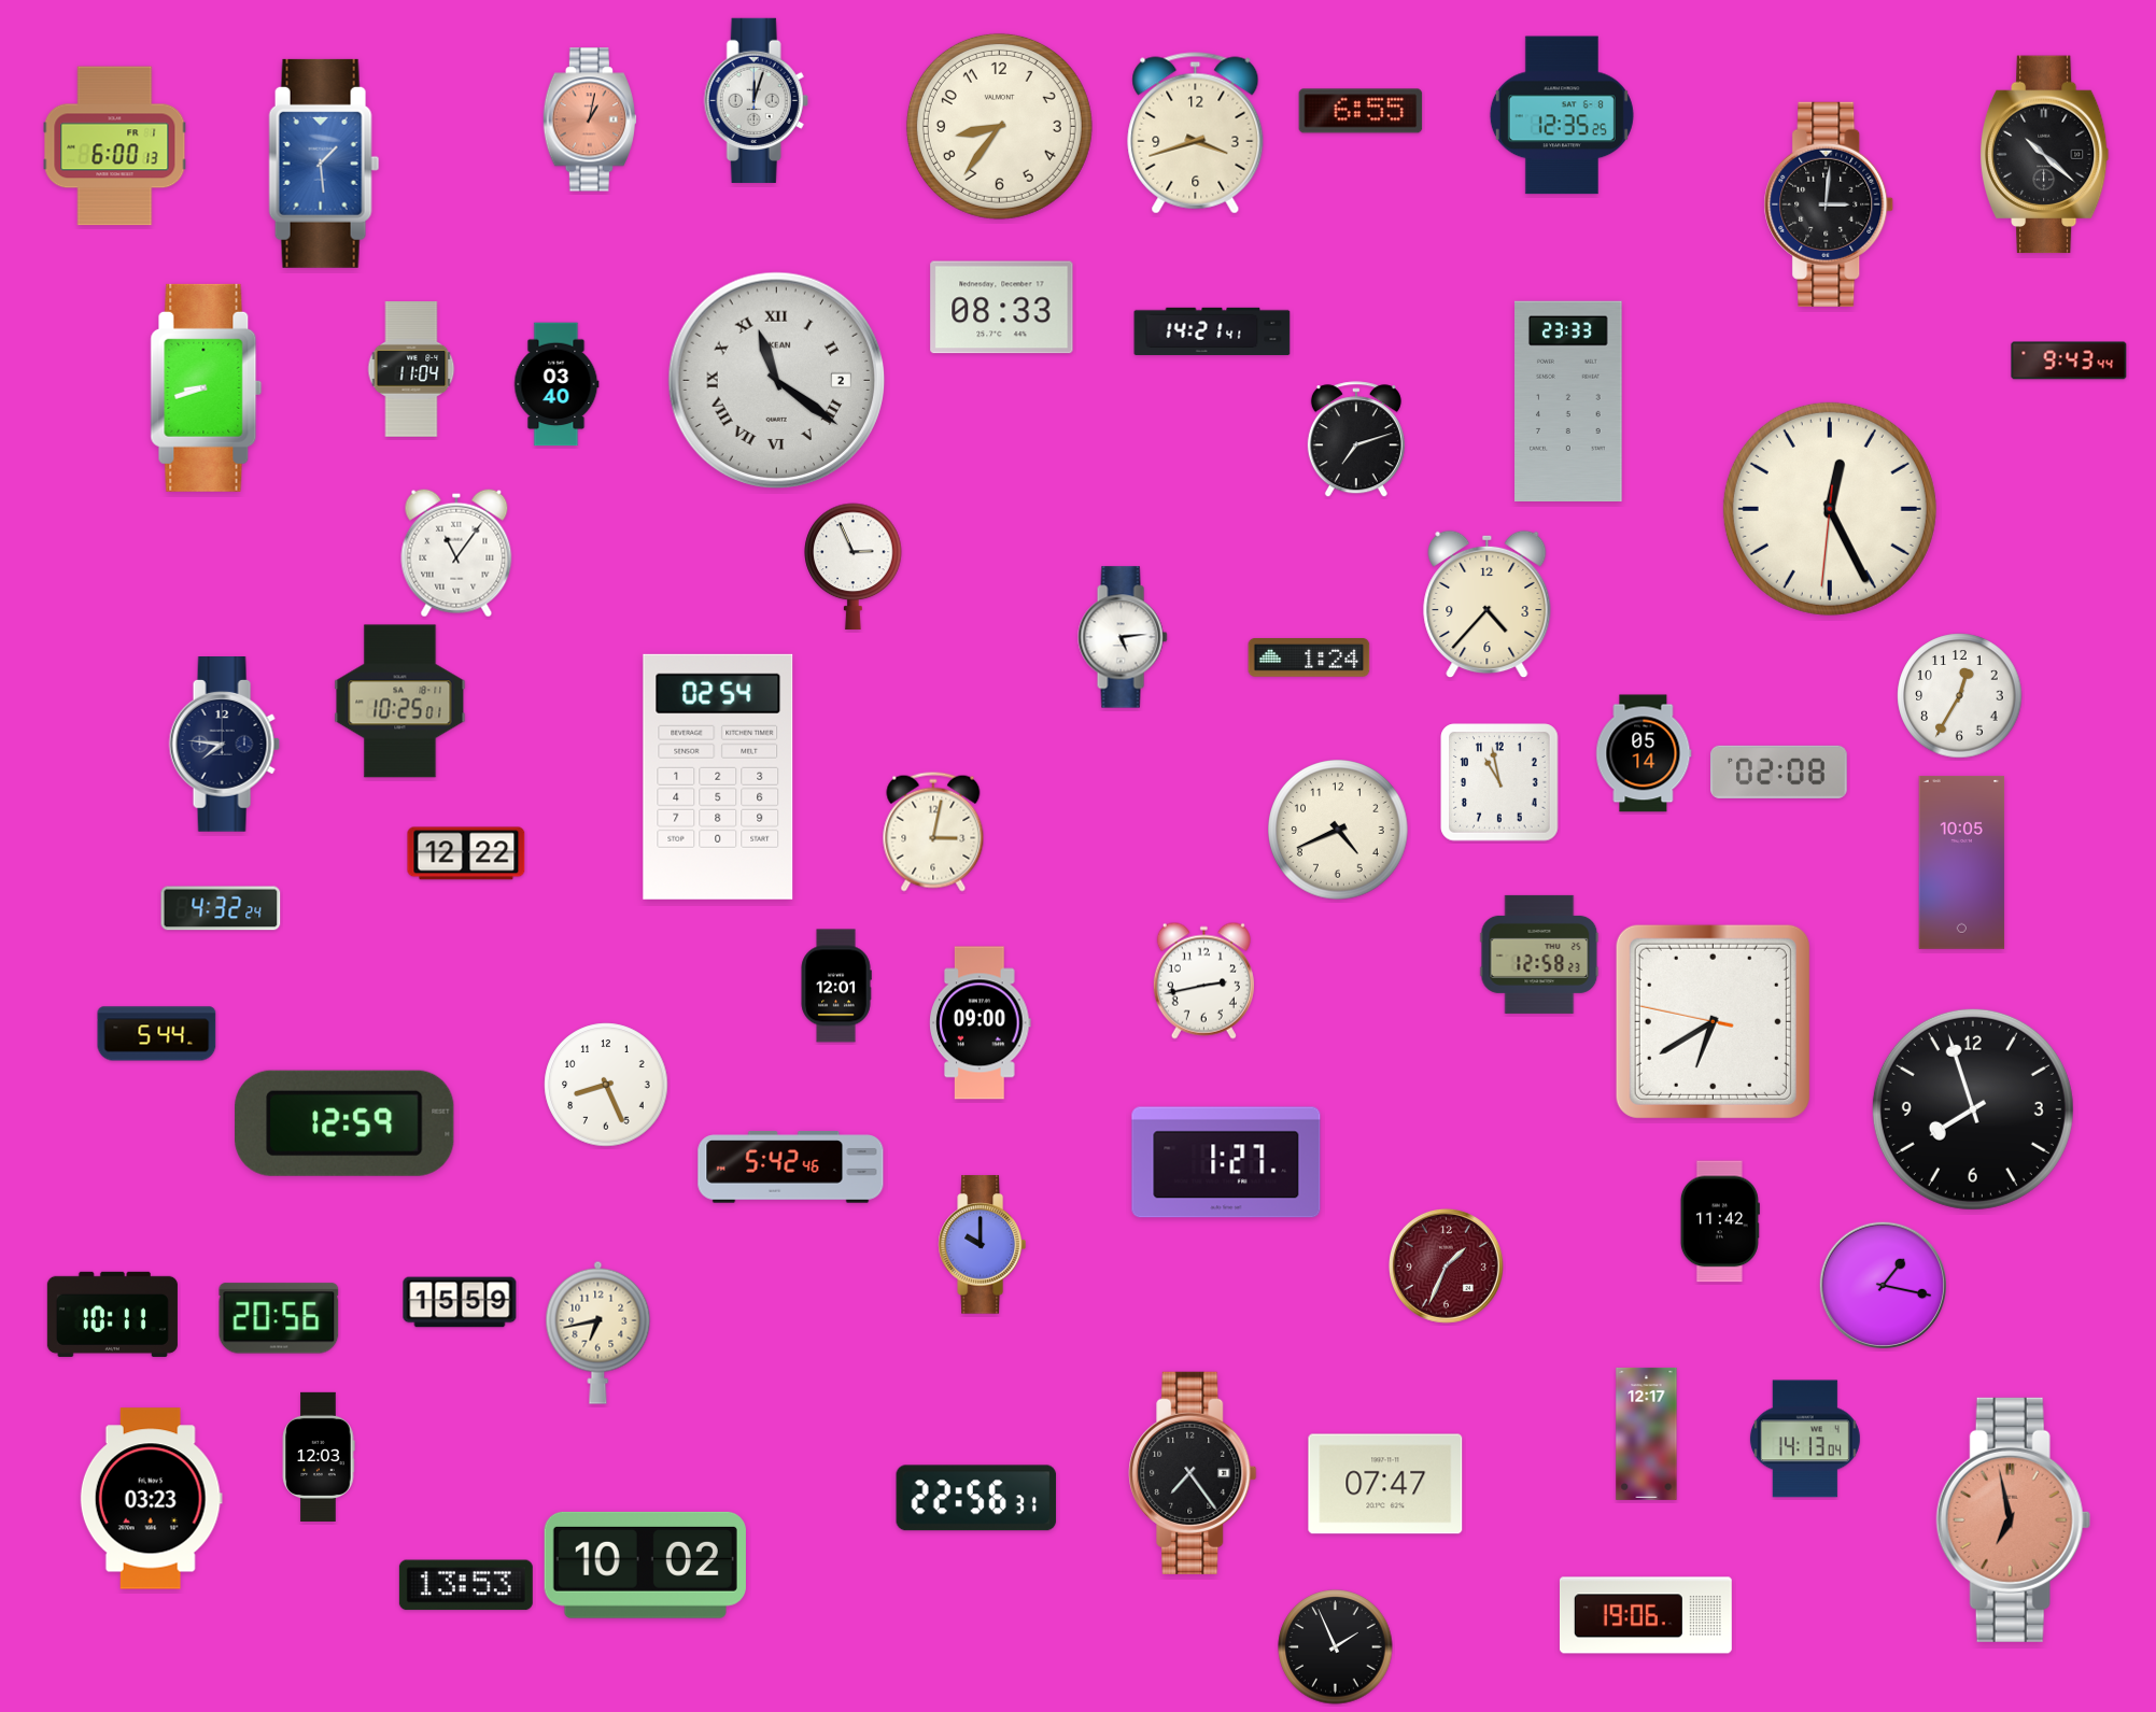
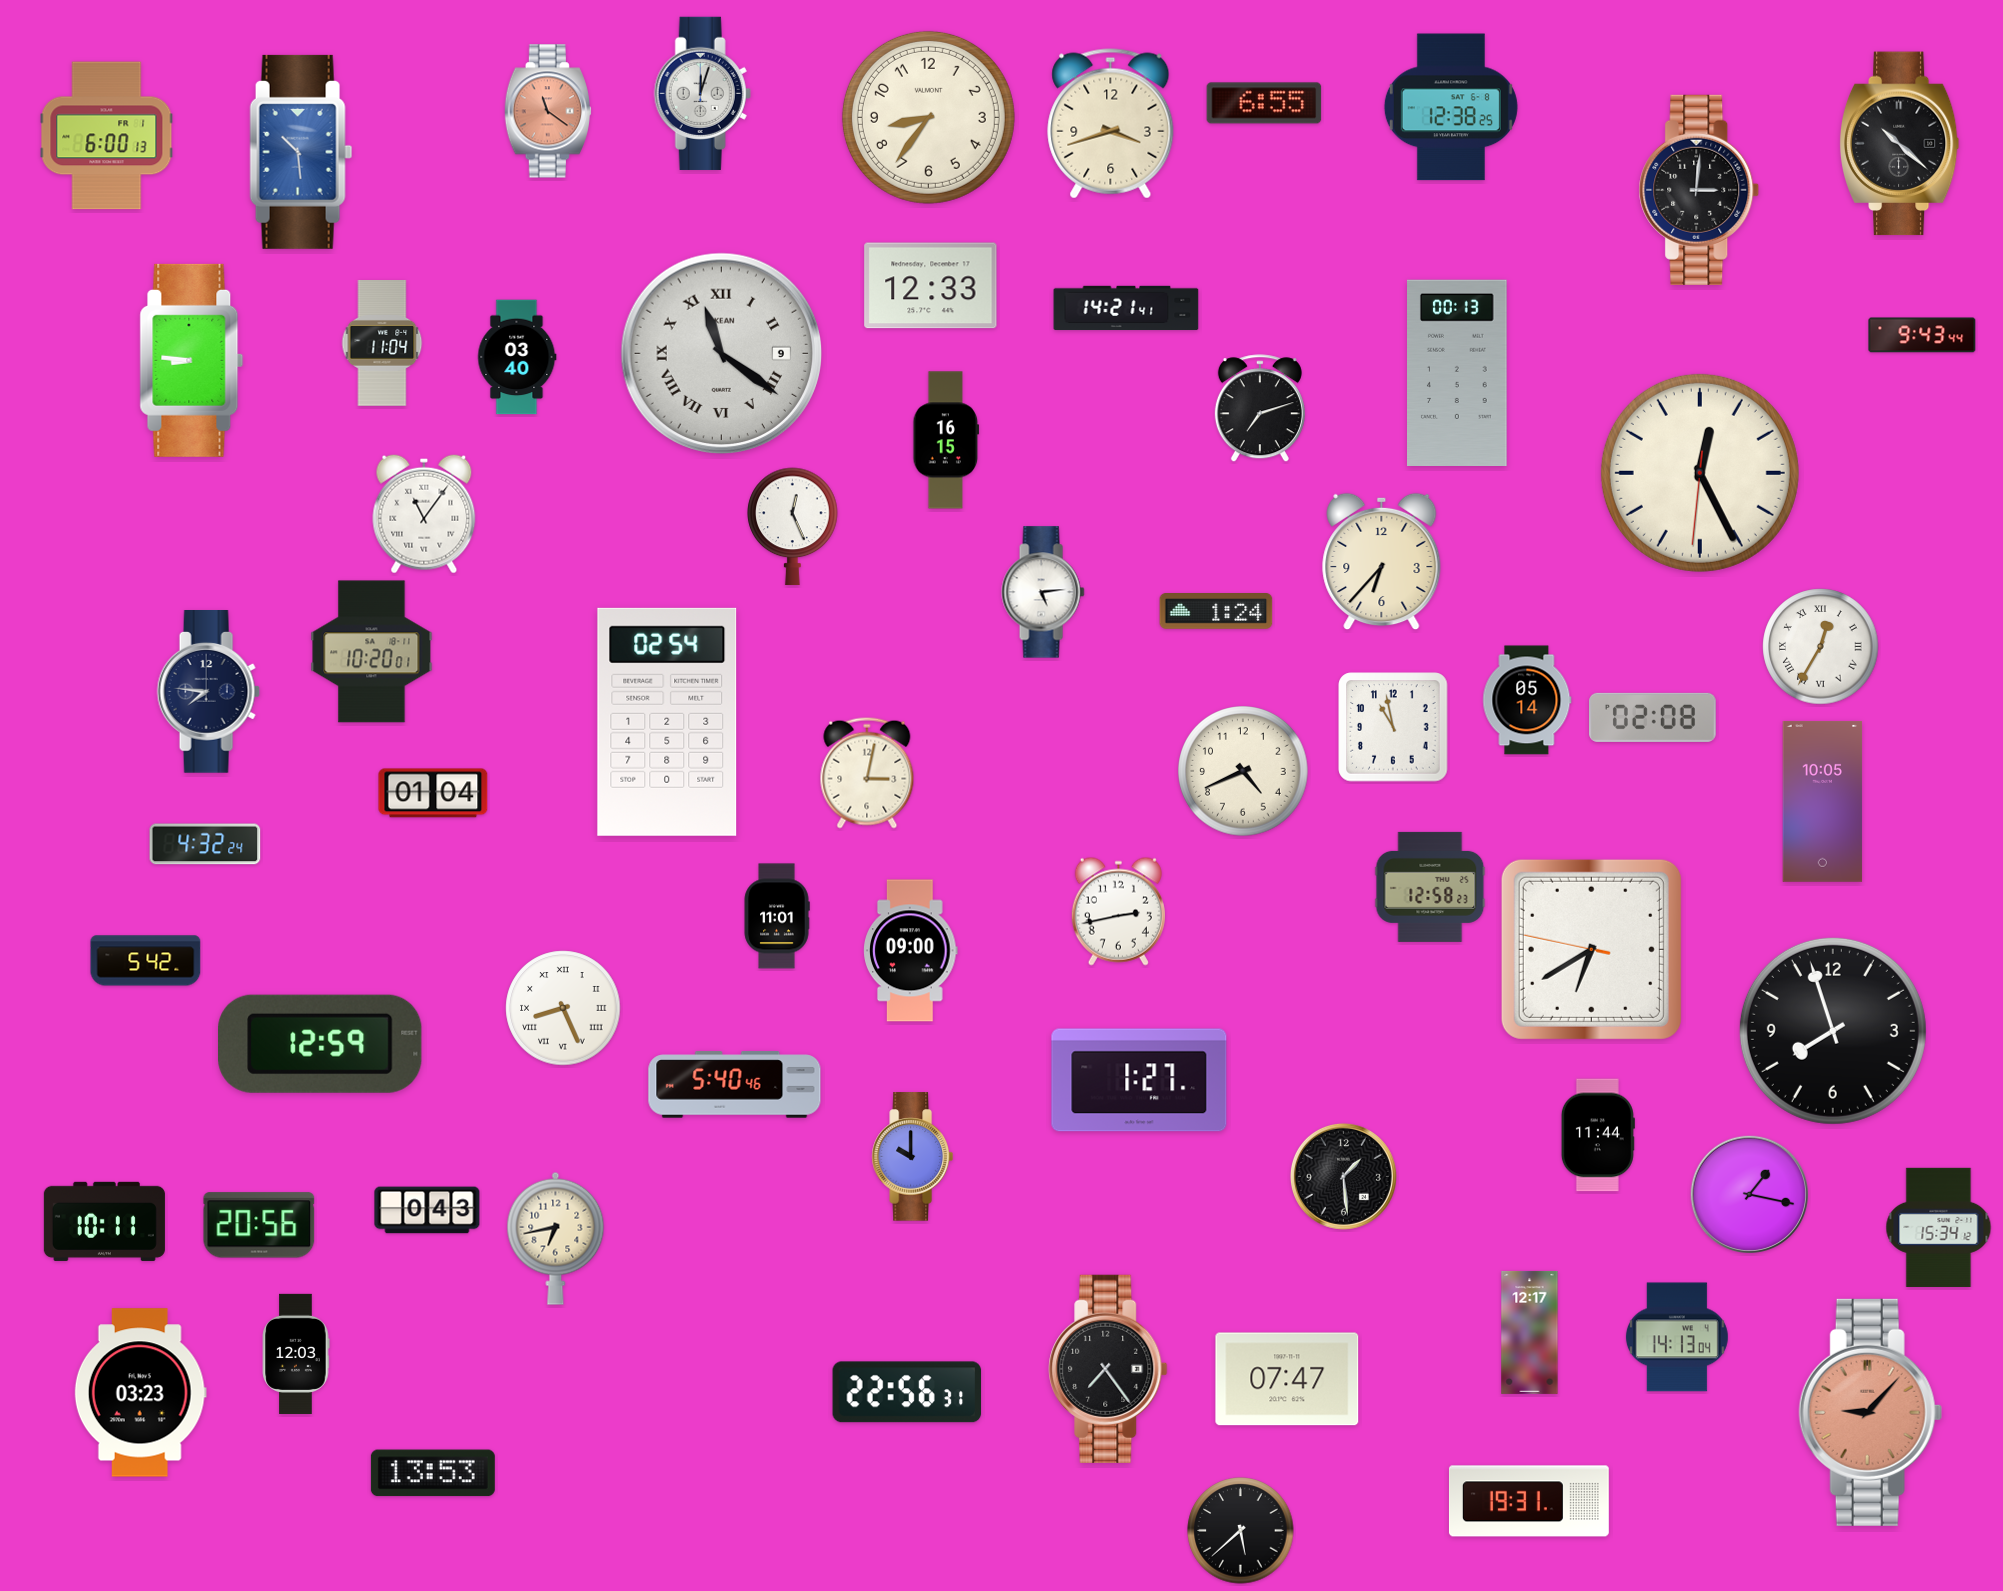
clock at (1562, 115): 12:35 -> 12:38
clock at (590, 119): 1:02 -> 11:21
clock at (324, 164): 1:29 -> 10:29
clock at (1002, 308): 08:33 -> 12:33
clock at (777, 381) date: 2 -> 9
clock at (207, 387): 8:42 -> 8:46
clock at (1568, 400): 23:33 -> 00:13
clock at (946, 440): none -> 16:15
clock at (854, 566): 2:56 -> 12:26
clock at (1488, 605): 4:37 -> 6:37
clock at (1960, 696) numerals: Arabic -> Roman
clock at (400, 702): 10:25 -> 10:20
clock at (466, 853): 12:22 -> 01:04
clock at (836, 986): 12:01 -> 11:01
clock at (157, 1034): 5:44 -> 5:42
clock at (606, 1085) numerals: Arabic -> Roman
clock at (791, 1168): 5:42 -> 5:40
clock at (1720, 1221): 11:42 -> 11:44
clock at (1446, 1265): 1:34 -> 1:29
clock at (1446, 1265) dial: burgundy -> black
clock at (460, 1302): 15:59 -> 0:43
clock at (1939, 1227): none -> 15:34
clock at (2013, 1519): 6:58 -> 9:07
clock at (645, 1565): 10:02 -> none
clock at (1646, 1615): 19:06 -> 19:31
clock at (1336, 1647): 1:56 -> 5:38
